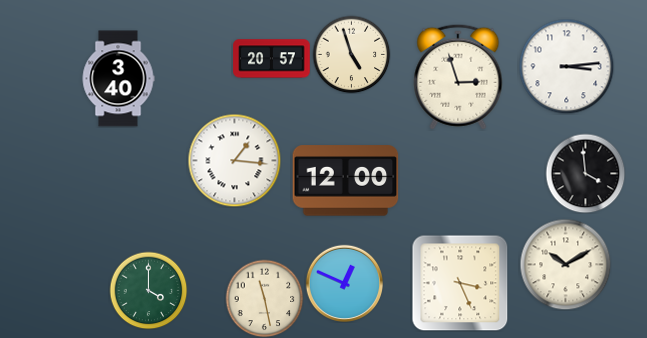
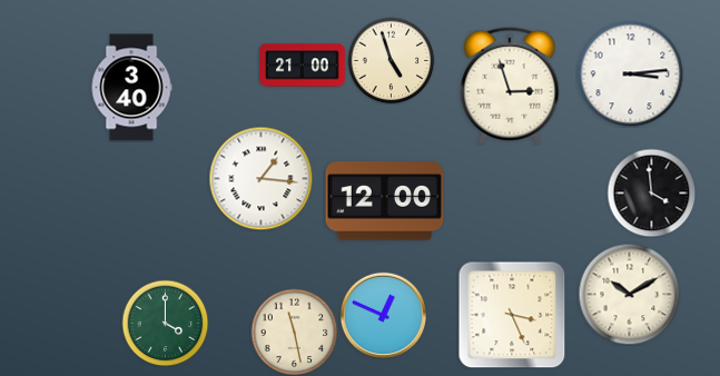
clock at (272, 59): 20:57 -> 21:00
